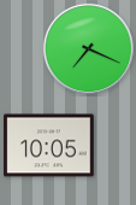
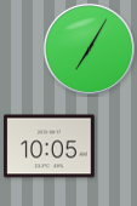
clock at (88, 48): 7:19 -> 7:05
